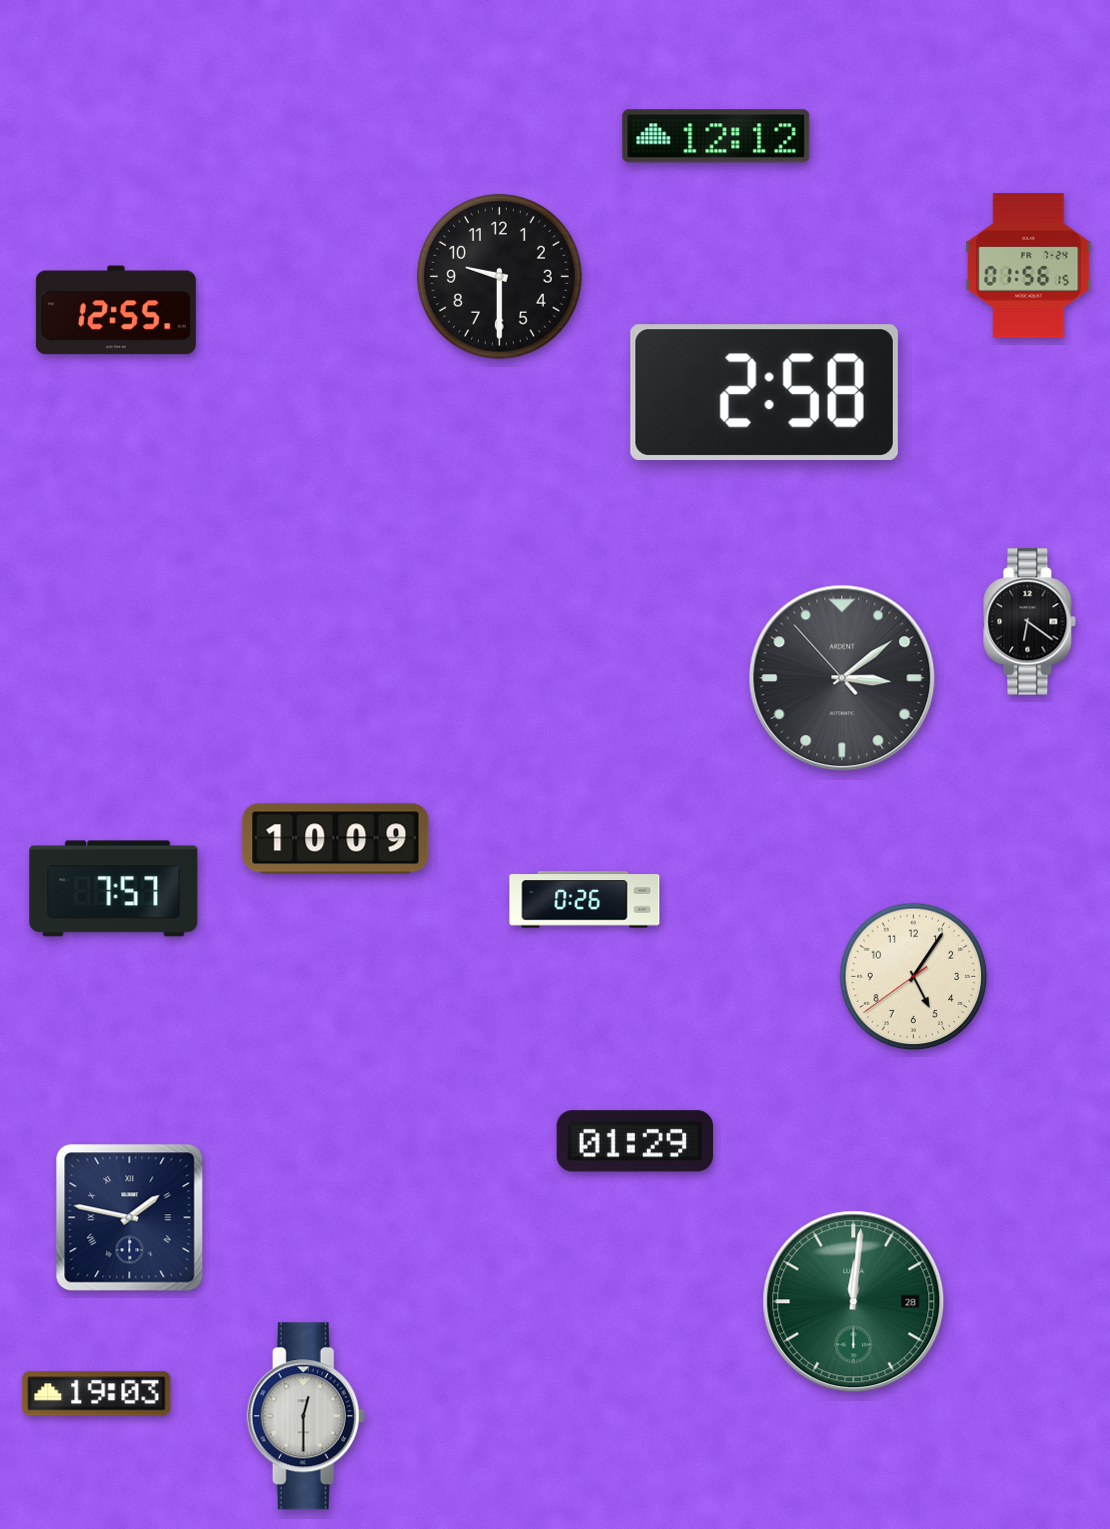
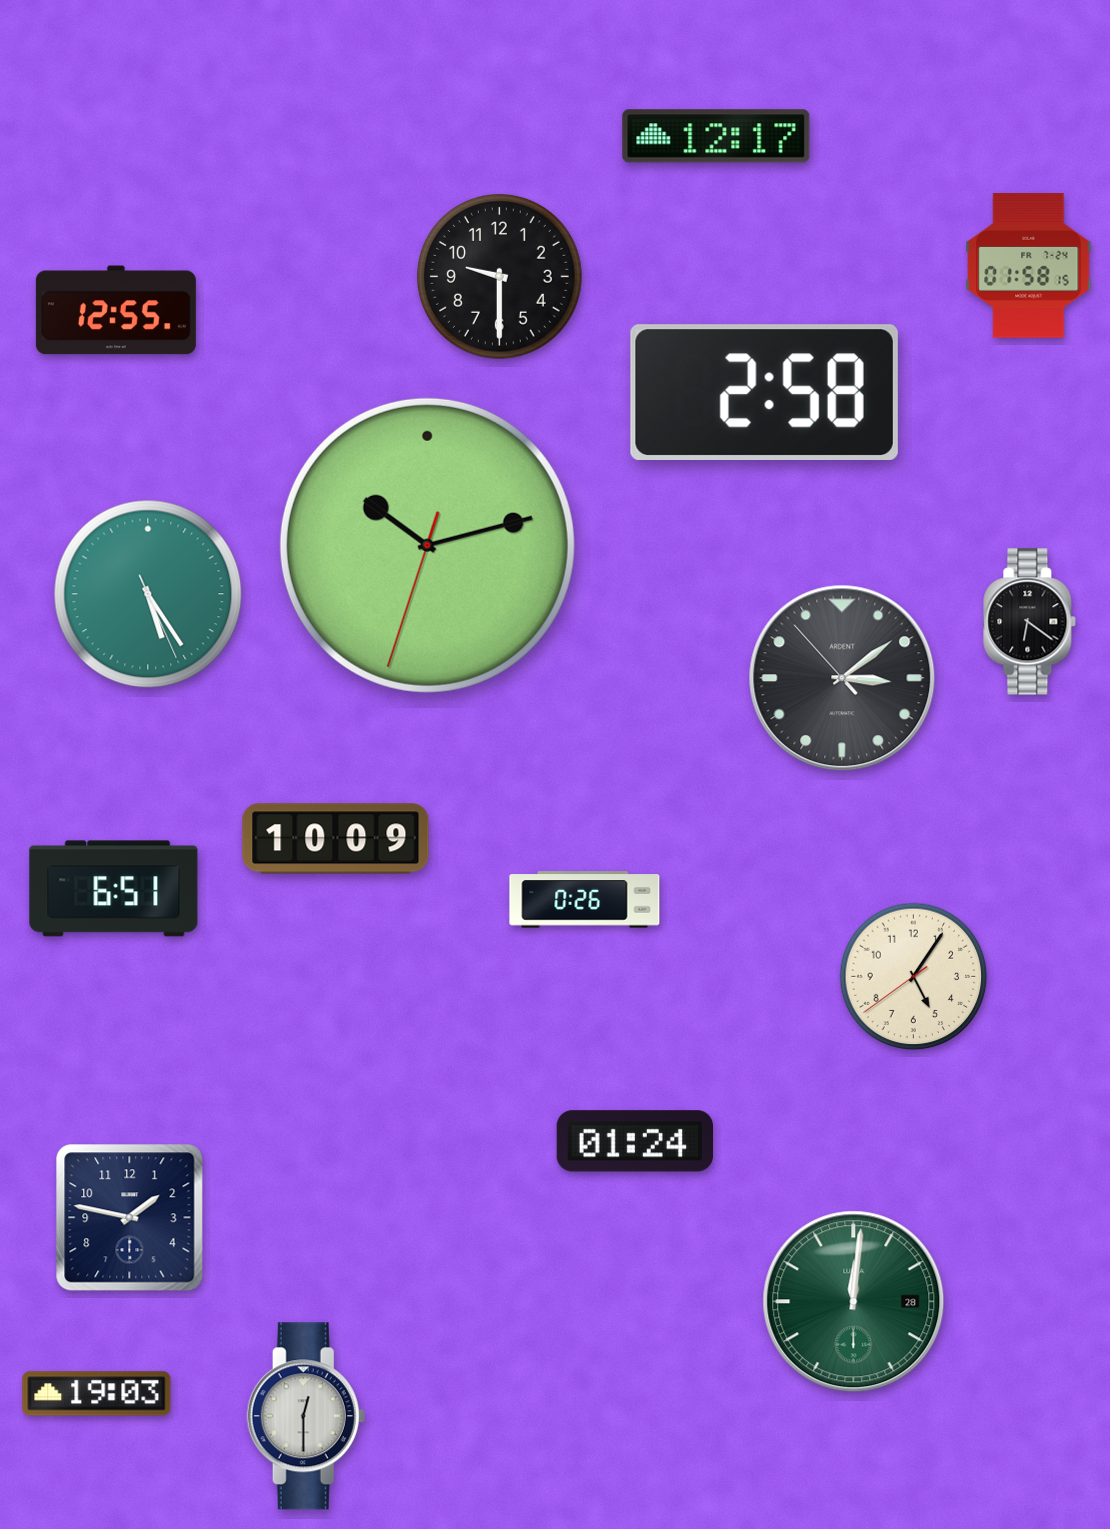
clock at (716, 136): 12:12 -> 12:17
clock at (1029, 266): 01:56 -> 01:58
clock at (427, 545): none -> 10:12
clock at (148, 594): none -> 5:24
clock at (114, 889): 7:57 -> 6:51
clock at (634, 1141): 01:29 -> 01:24
clock at (130, 1218) numerals: Roman -> Arabic
